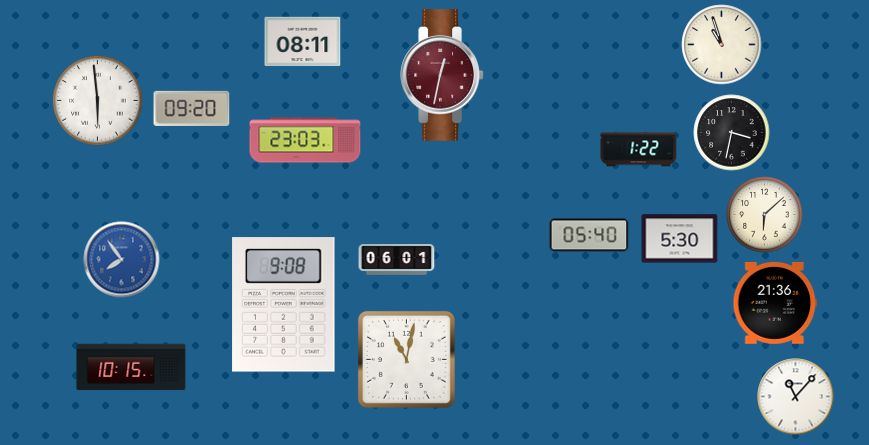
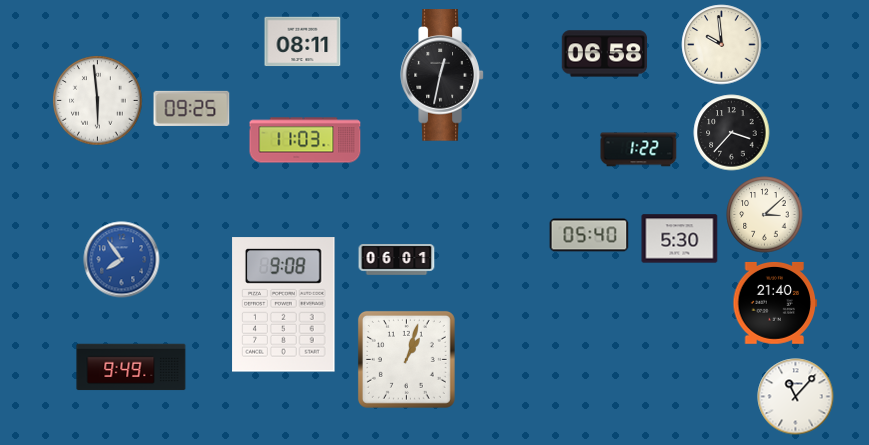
clock at (722, 45): 10:57 -> 9:59
clock at (605, 54): none -> 06:58
clock at (442, 75) dial: burgundy -> black
clock at (192, 108): 09:20 -> 09:25
clock at (732, 133): 3:32 -> 3:37
clock at (305, 140): 23:03 -> 11:03
clock at (765, 215): 6:08 -> 3:08
clock at (775, 303): 21:36 -> 21:40
clock at (406, 359): 11:02 -> 1:03
clock at (131, 367): 10:15 -> 9:49
